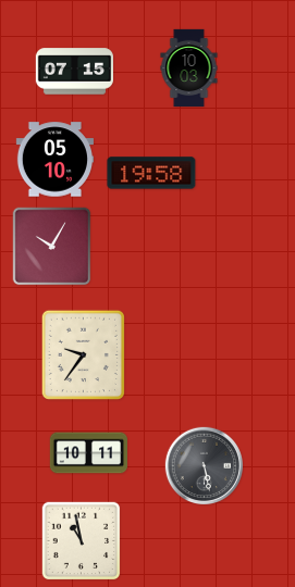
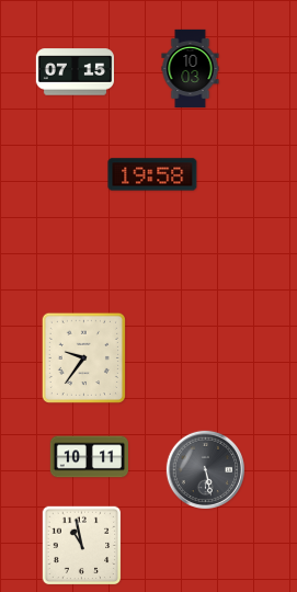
clock at (54, 160): 05:10 -> none
clock at (52, 247): 10:05 -> none
